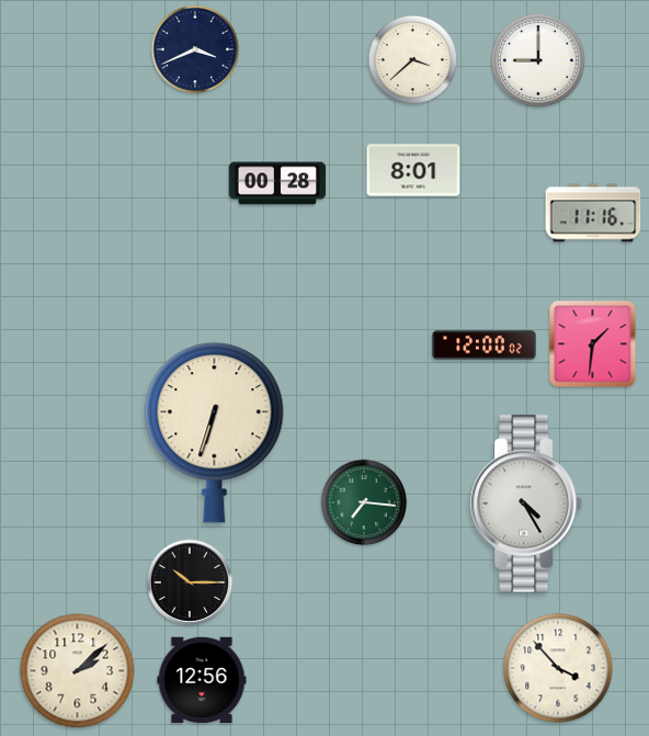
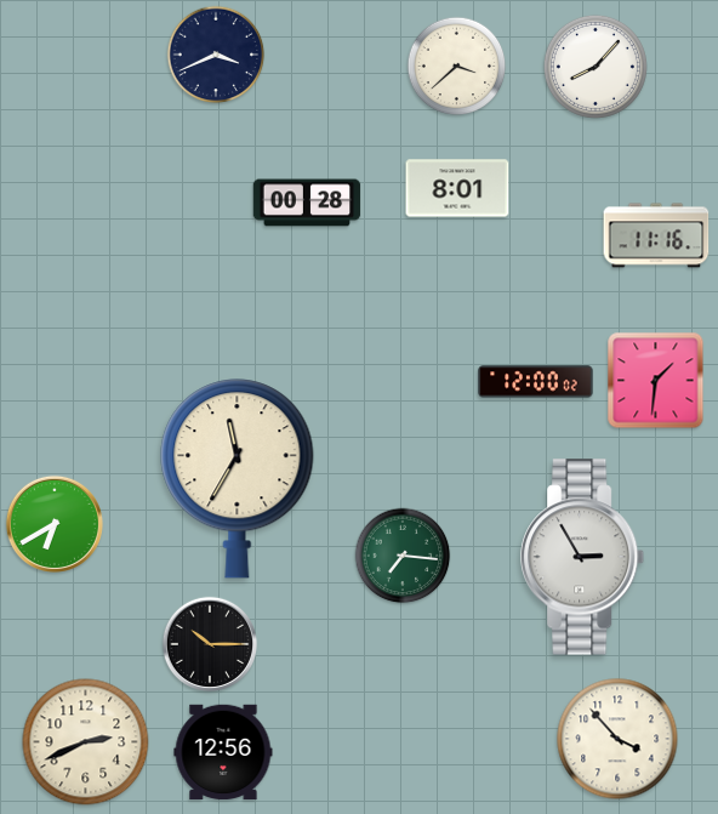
clock at (538, 60): 9:00 -> 8:07
clock at (215, 433): 6:33 -> 11:35
clock at (55, 524): none -> 6:40
clock at (527, 503): 4:25 -> 2:55
clock at (78, 671): 2:08 -> 2:41
